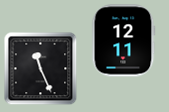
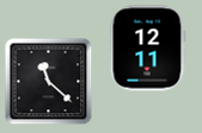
clock at (41, 69): 11:26 -> 11:22
